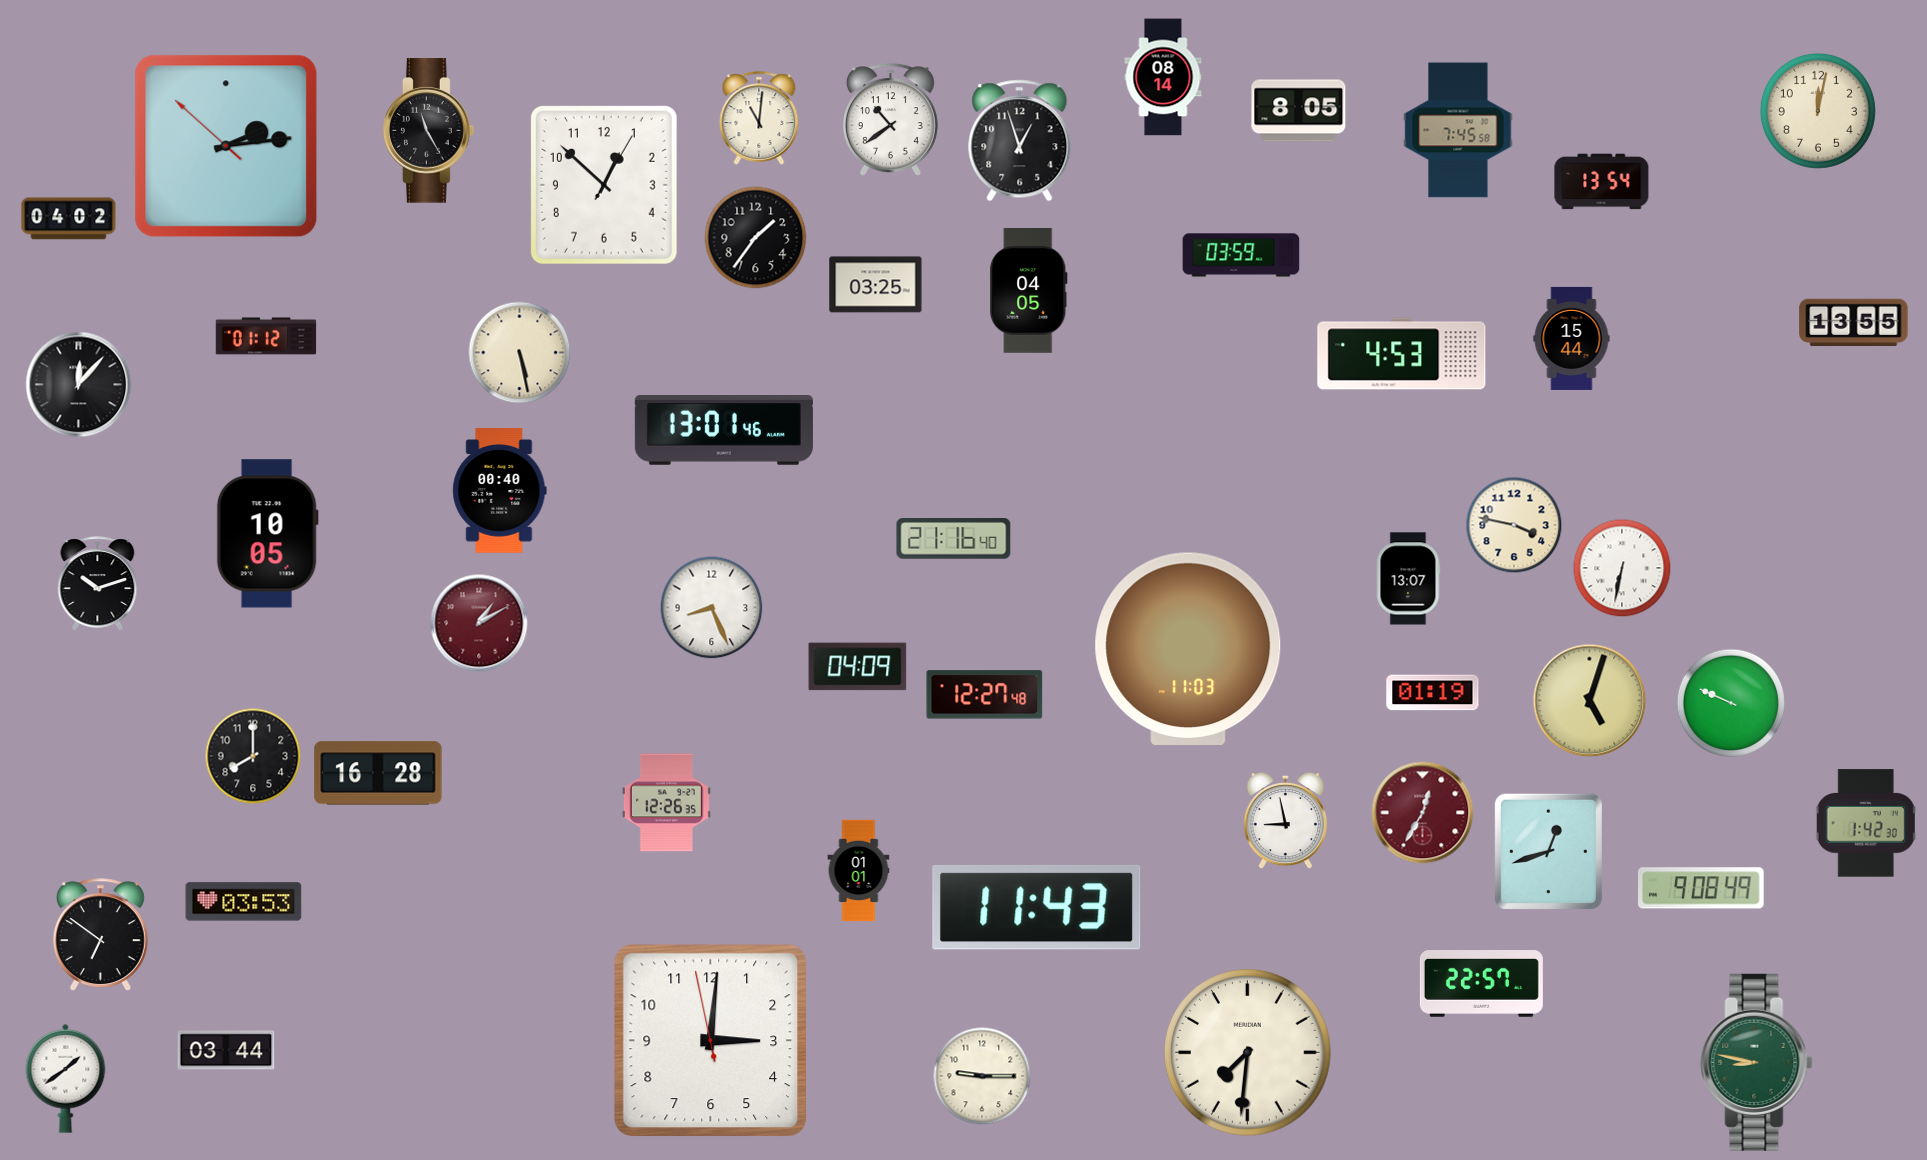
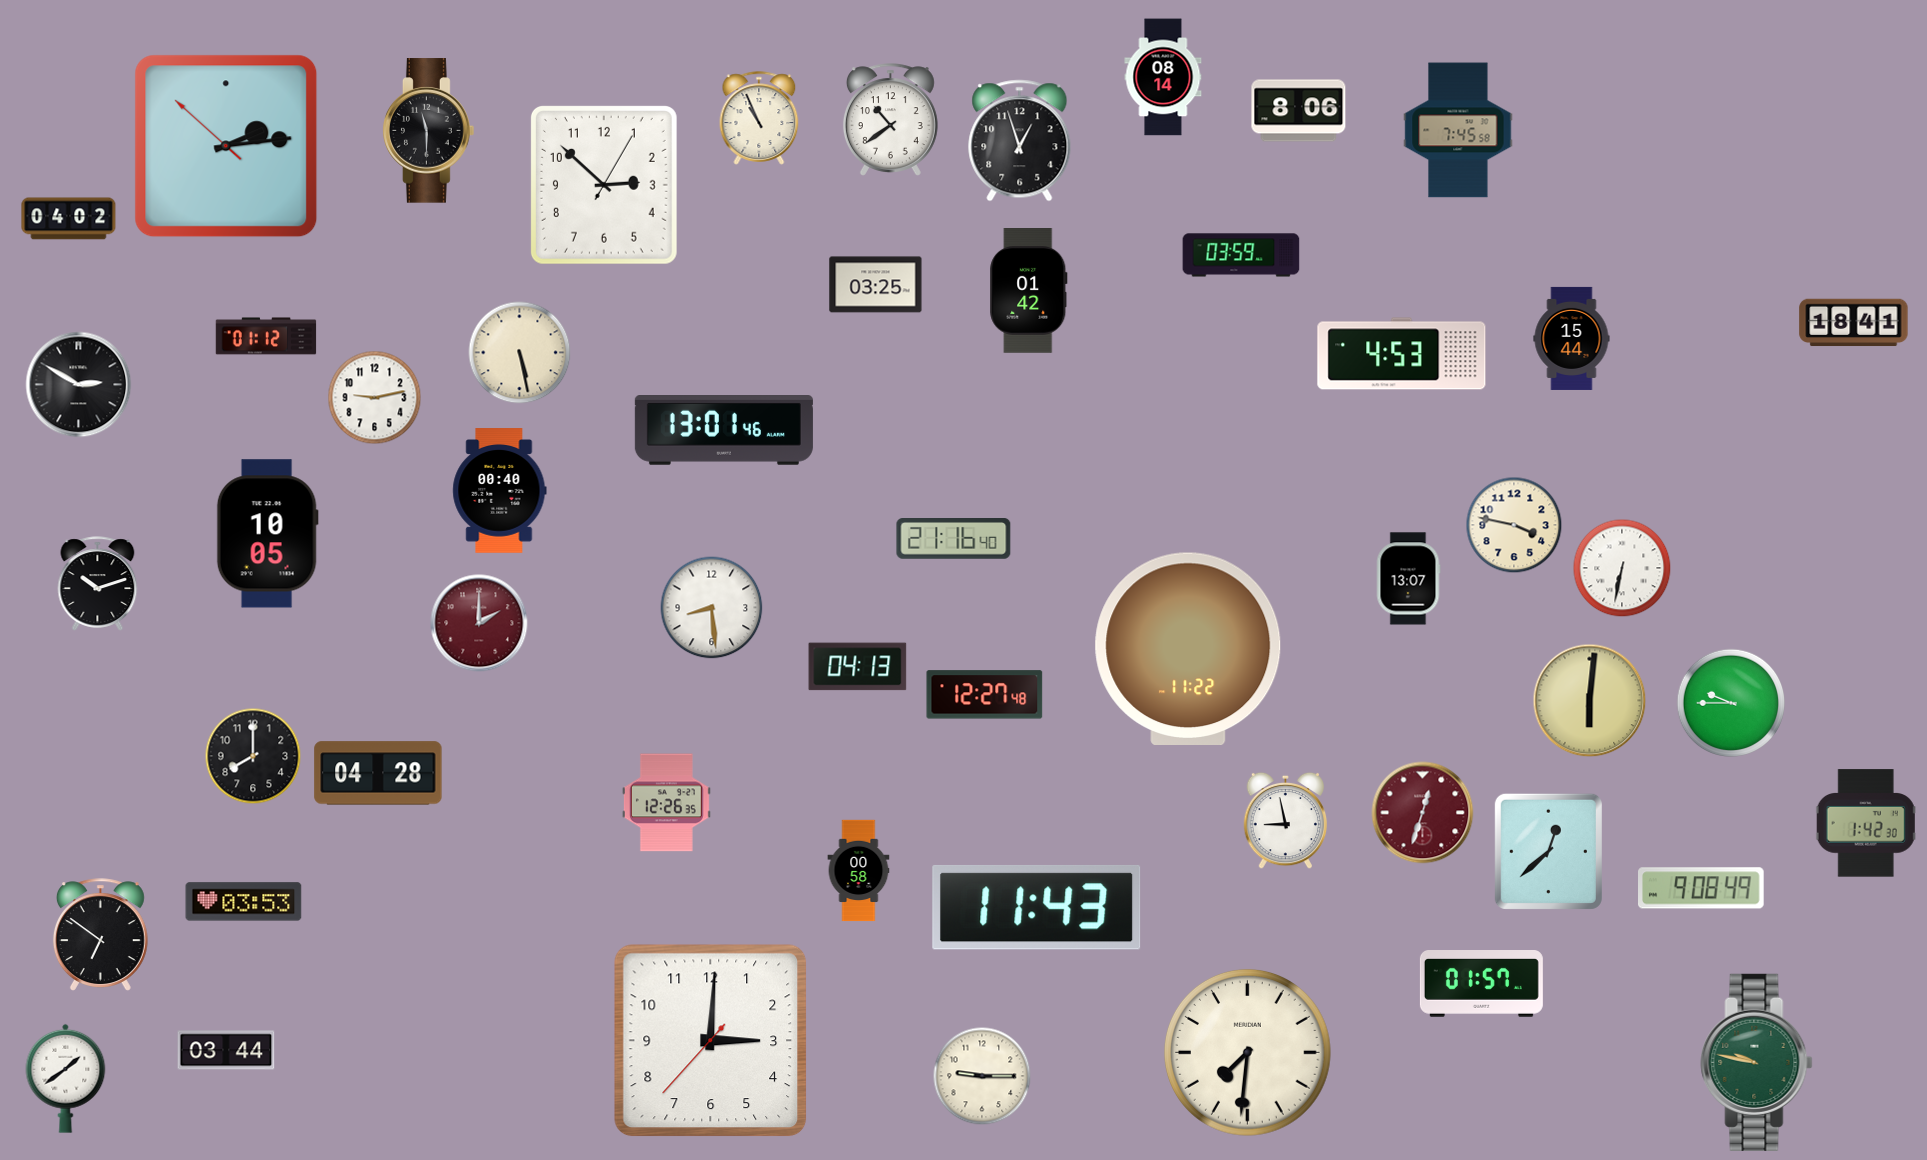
clock at (1299, 111): 8:05 -> 8:06
clock at (1818, 111): 12:02 -> none
clock at (759, 118): 11:01 -> 10:56
clock at (429, 131): 11:25 -> 11:30
clock at (1602, 182): 13:54 -> none
clock at (604, 185): 12:52 -> 2:52
clock at (756, 238): 1:36 -> none
clock at (1029, 291): 04:05 -> 01:42
clock at (1854, 323): 13:55 -> 18:41
clock at (79, 385): 12:07 -> 2:50
clock at (375, 398): none -> 9:13
clock at (712, 608): 8:26 -> 8:29
clock at (479, 623): 1:10 -> 2:00
clock at (1188, 648): 11:03 -> 11:22
clock at (858, 667): 04:09 -> 04:13
clock at (1433, 693): 01:19 -> none
clock at (1590, 701): 5:03 -> 6:01
clock at (1730, 702): 9:49 -> 9:45
clock at (378, 773): 16:28 -> 04:28
clock at (1423, 813): 12:35 -> 12:33
clock at (1548, 851): 12:42 -> 12:38
clock at (859, 871): 01:01 -> 00:58
clock at (1481, 984): 22:57 -> 01:57
clock at (711, 1041): 3:00:58 -> 3:00:37
clock at (1757, 1062): 8:47 -> 9:47
